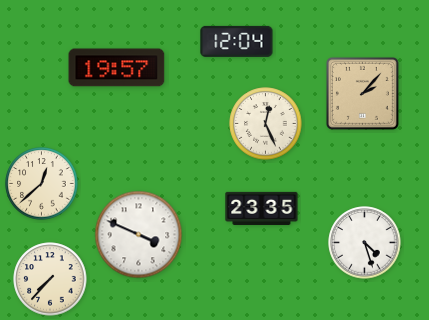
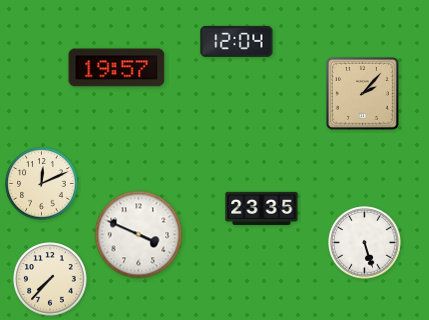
clock at (266, 124): 12:26 -> none
clock at (42, 184): 12:38 -> 12:11
clock at (365, 243): 4:27 -> 5:27
